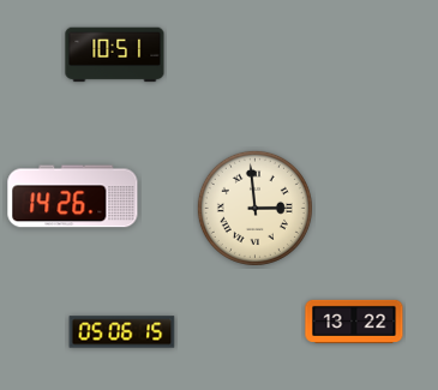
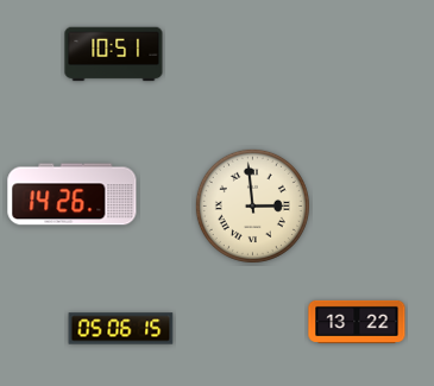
clock at (354, 322) position: (354, 322) -> (357, 322)
